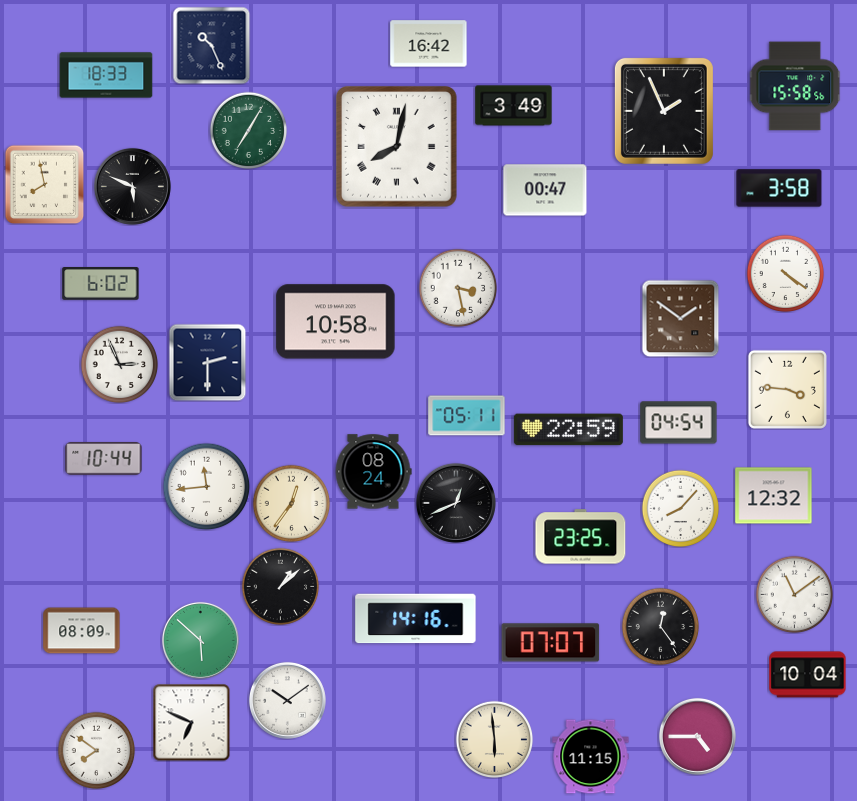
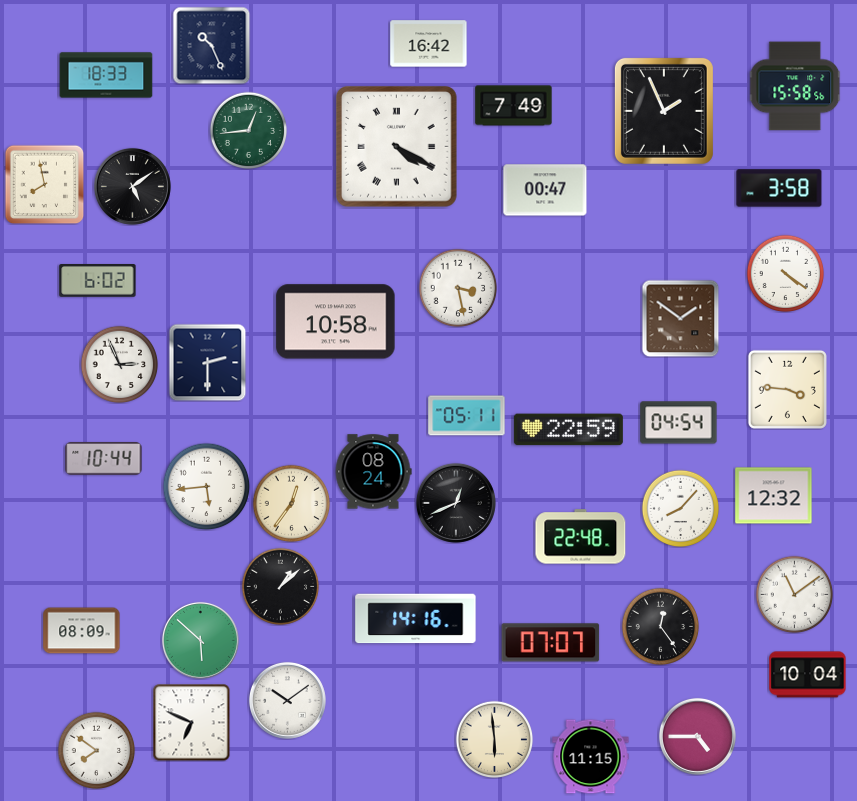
clock at (514, 106): 3:49 -> 7:49
clock at (248, 130): 7:05 -> 12:44
clock at (397, 147): 8:02 -> 4:20
clock at (132, 186): 5:49 -> 5:09
clock at (101, 284) position: (101, 284) -> (98, 281)
clock at (206, 486): 11:44 -> 5:44
clock at (581, 537): 23:25 -> 22:48
